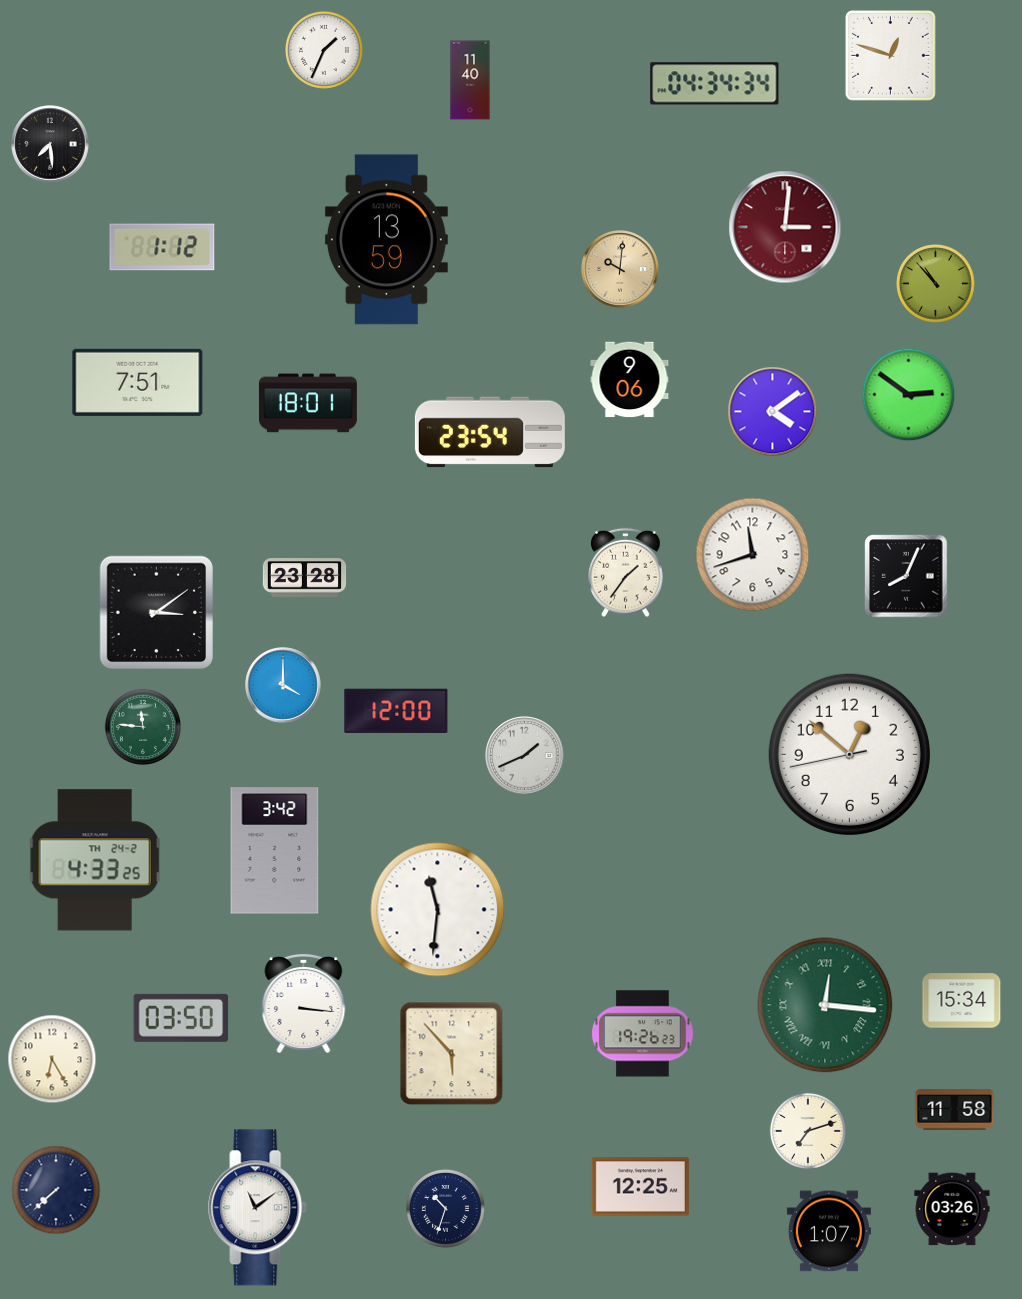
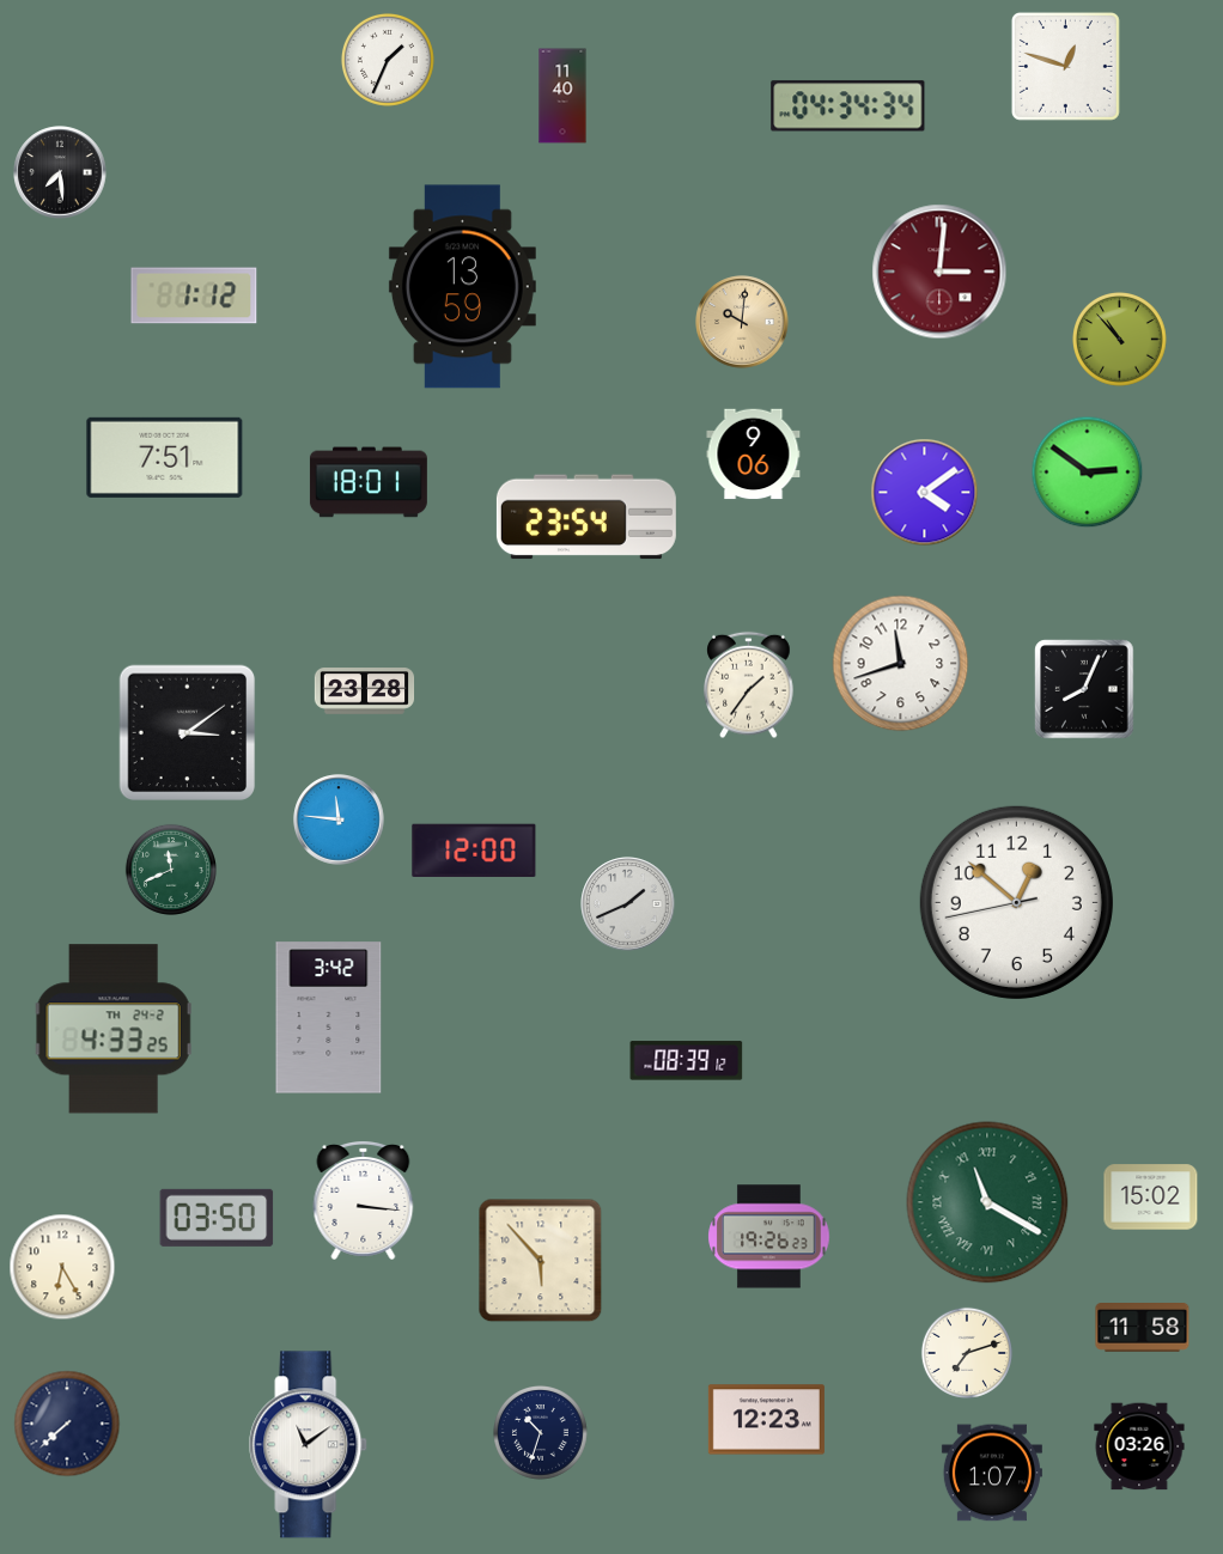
clock at (715, 84) position: (715, 84) -> (848, 106)
clock at (283, 685): 4:00 -> 11:46
clock at (143, 727): 11:46 -> 11:41
clock at (687, 1061): none -> 08:39
clock at (438, 910): 11:31 -> none
clock at (962, 1001): 15:34 -> 15:02
clock at (825, 1005): 12:16 -> 11:20
clock at (640, 1187): 12:25 -> 12:23
clock at (446, 1209) position: (446, 1209) -> (541, 1433)
